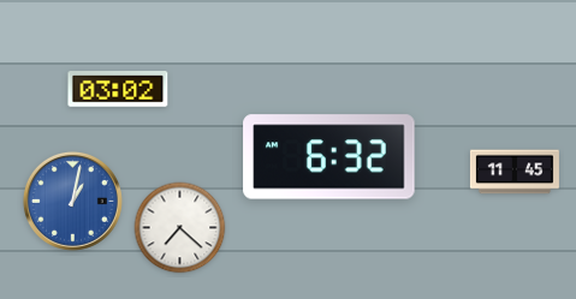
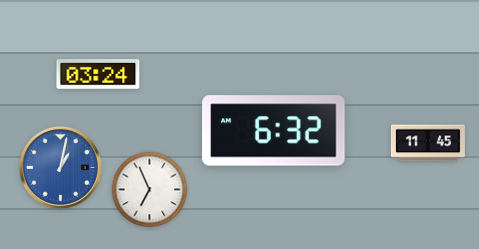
clock at (118, 90): 03:02 -> 03:24
clock at (180, 228): 7:22 -> 6:56
